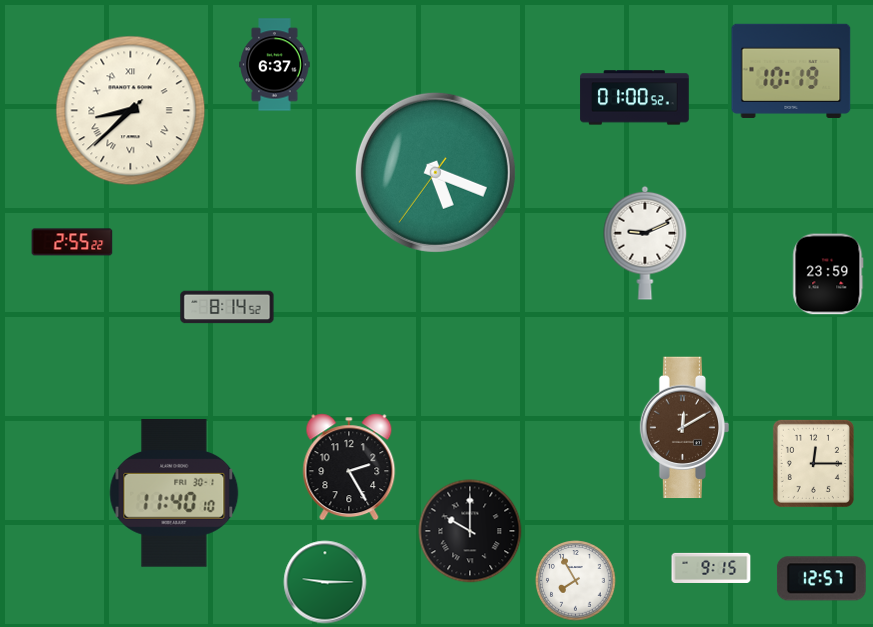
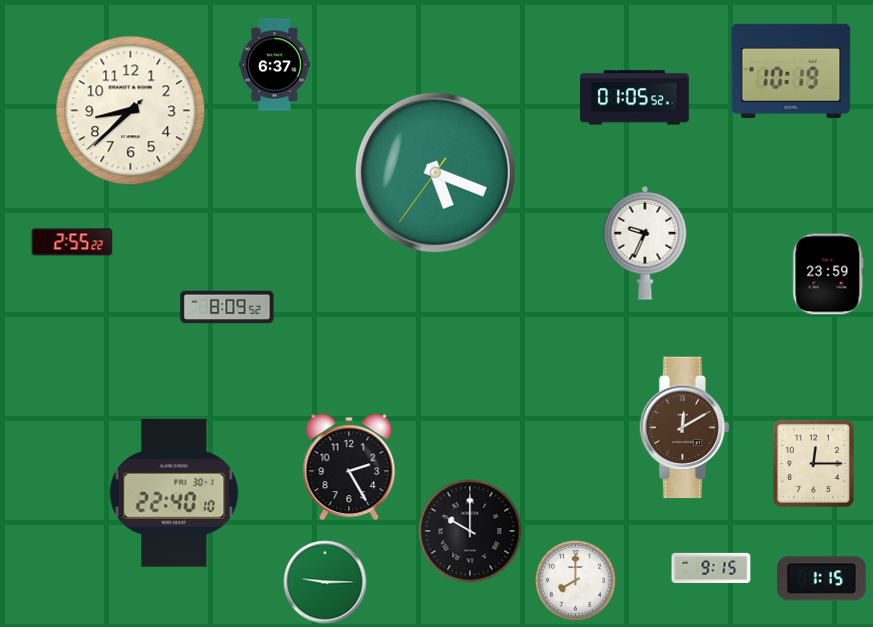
clock at (635, 98): 01:00 -> 01:05
clock at (131, 111) numerals: Roman -> Arabic
clock at (645, 243): 9:11 -> 9:34
clock at (227, 307): 8:14 -> 8:09
clock at (174, 494): 11:40 -> 22:40
clock at (821, 579): 12:57 -> 1:15
clock at (576, 581): 7:55 -> 8:00
